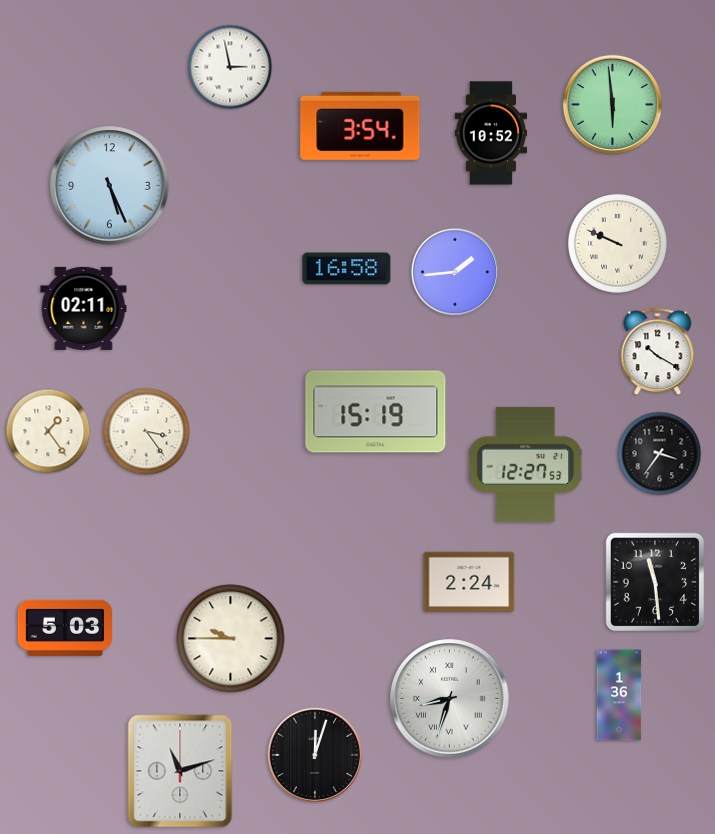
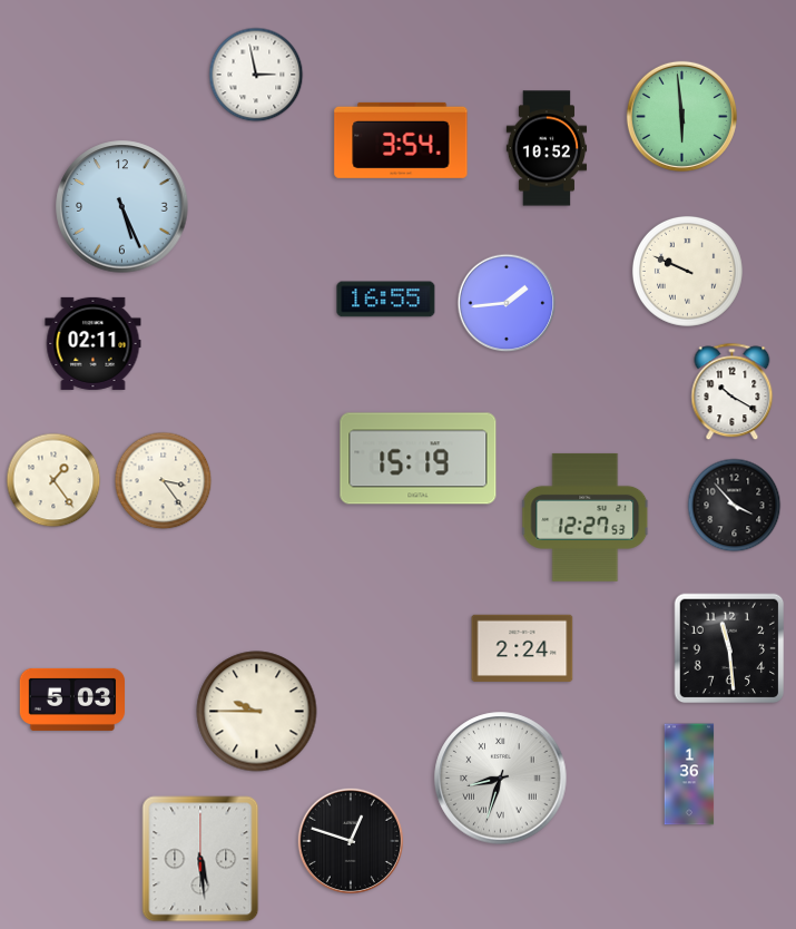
clock at (347, 269): 16:58 -> 16:55
clock at (660, 454): 3:36 -> 3:53
clock at (314, 754): 12:03 -> 12:48
clock at (180, 771): 11:12 -> 5:29
